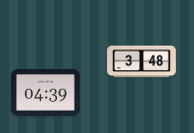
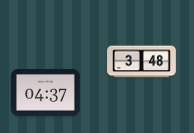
clock at (46, 92): 04:39 -> 04:37
